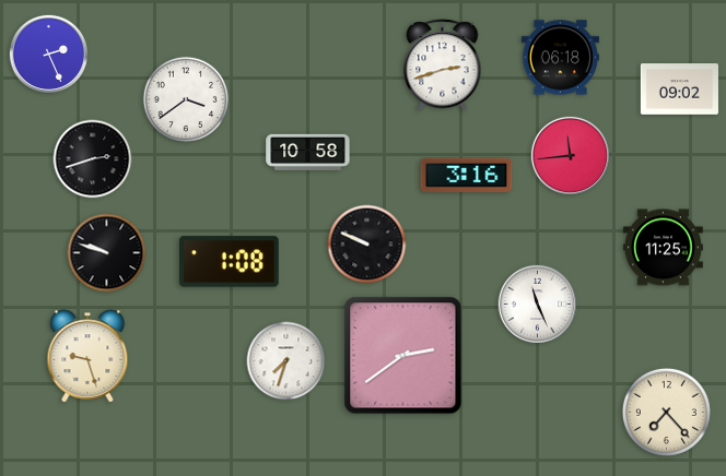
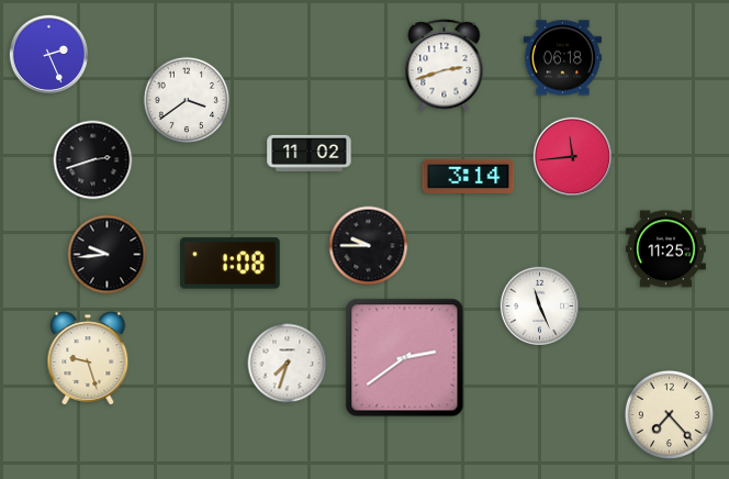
clock at (679, 90): 09:02 -> none
clock at (308, 152): 10:58 -> 11:02
clock at (467, 175): 3:16 -> 3:14
clock at (367, 245): 9:49 -> 9:45
clock at (107, 253): 9:48 -> 9:44
